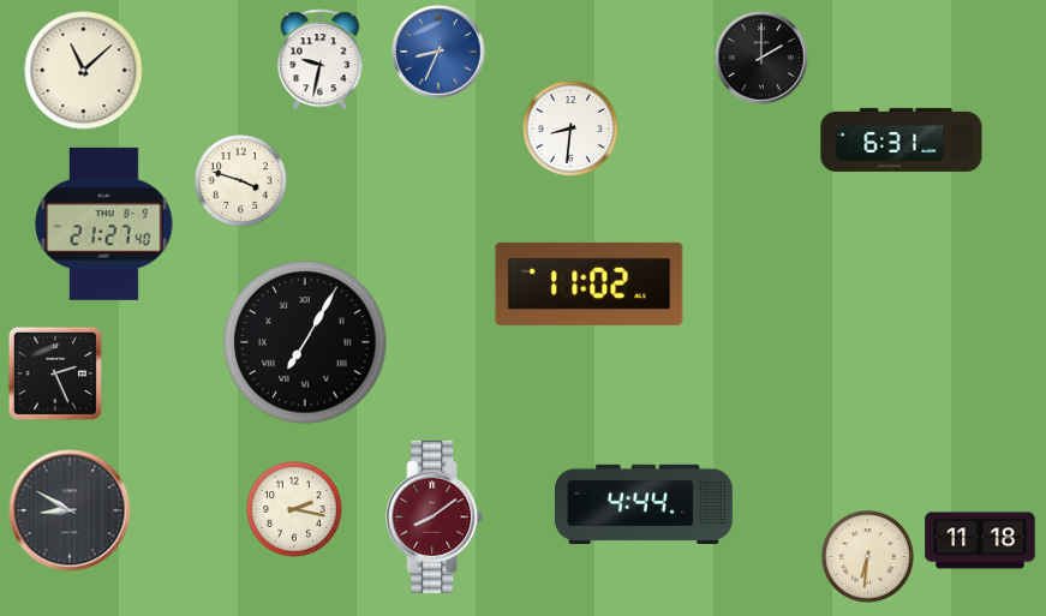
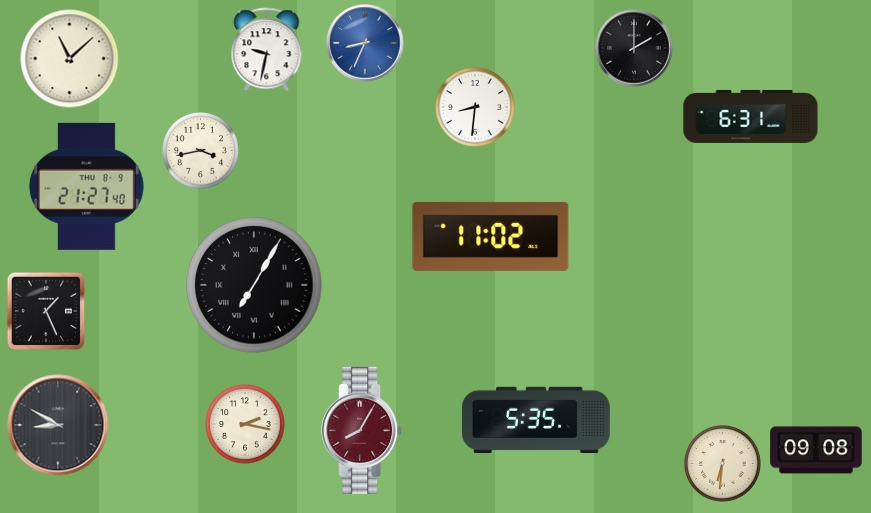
clock at (240, 180): 3:48 -> 3:43
clock at (55, 373): 2:26 -> 1:26
clock at (645, 503): 4:44 -> 5:35
clock at (435, 516): 8:09 -> 8:05
clock at (980, 540): 11:18 -> 09:08
